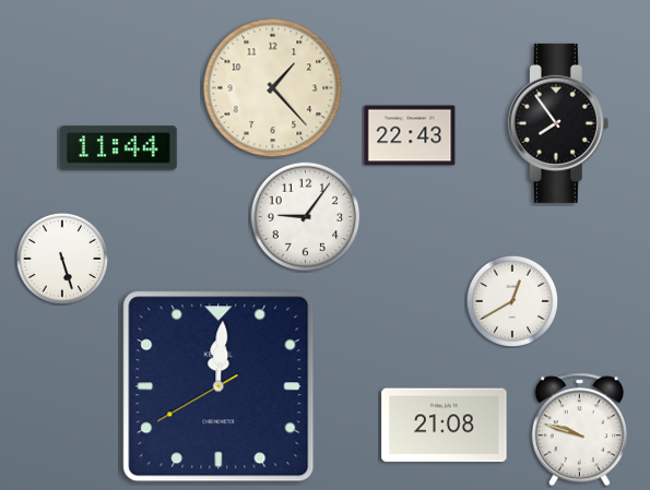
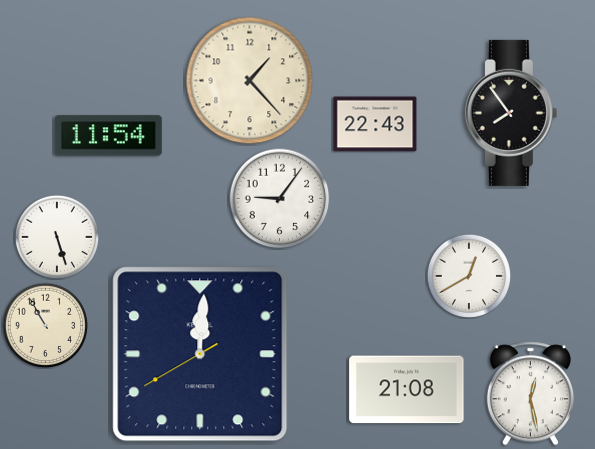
clock at (118, 148): 11:44 -> 11:54
clock at (45, 325): none -> 10:55
clock at (579, 430): 9:48 -> 12:28
